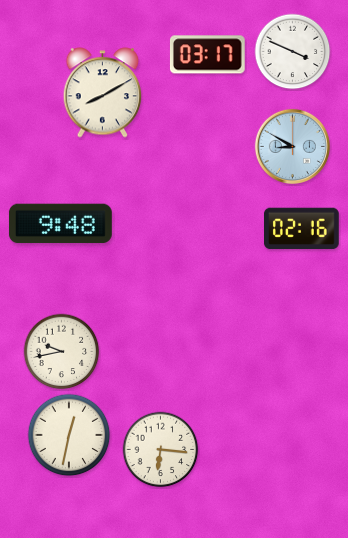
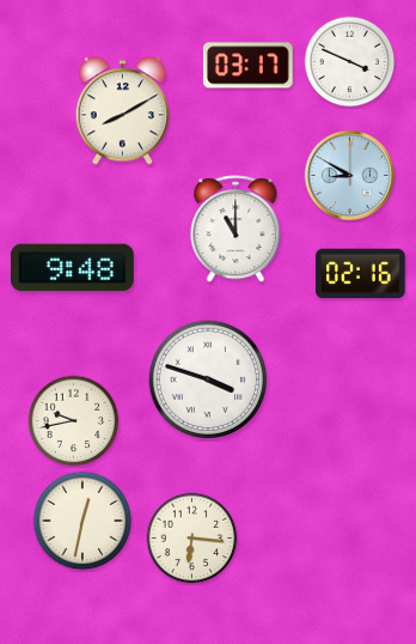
clock at (235, 230): none -> 11:00
clock at (207, 378): none -> 3:48
